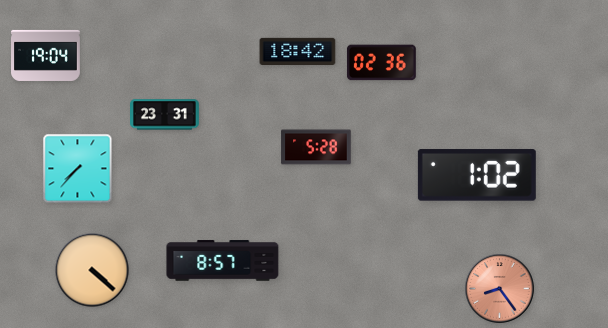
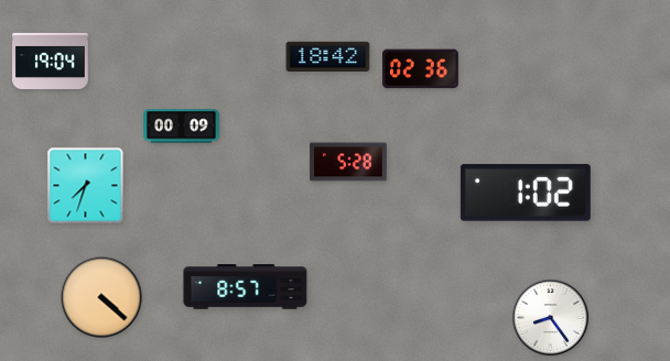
clock at (165, 115): 23:31 -> 00:09
clock at (78, 169): 7:37 -> 7:33
clock at (500, 289) dial: salmon -> white
